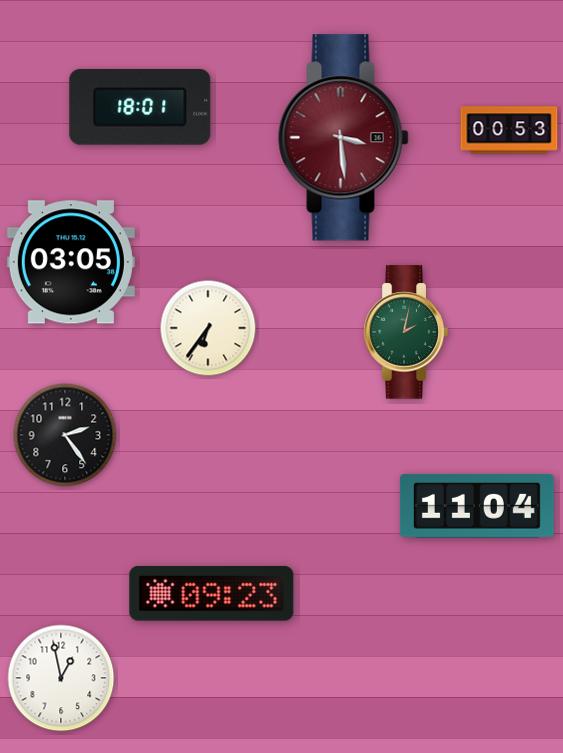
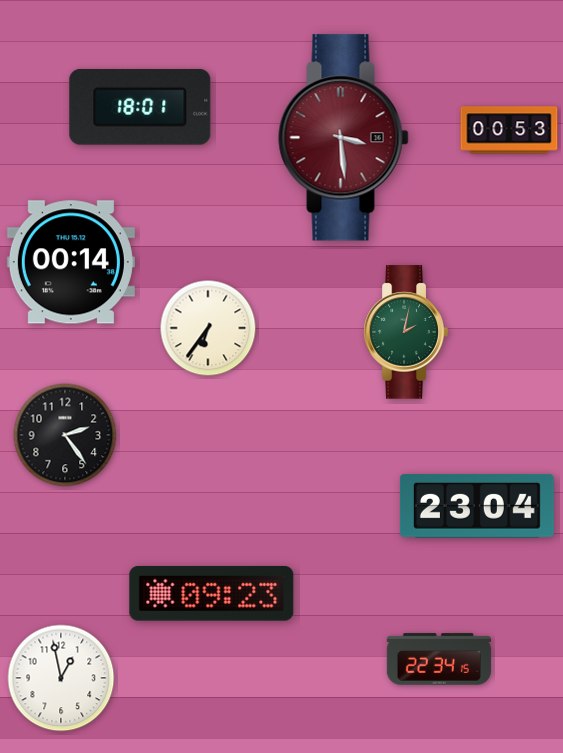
clock at (71, 262): 03:05 -> 00:14
clock at (477, 507): 11:04 -> 23:04
clock at (439, 659): none -> 22:34
